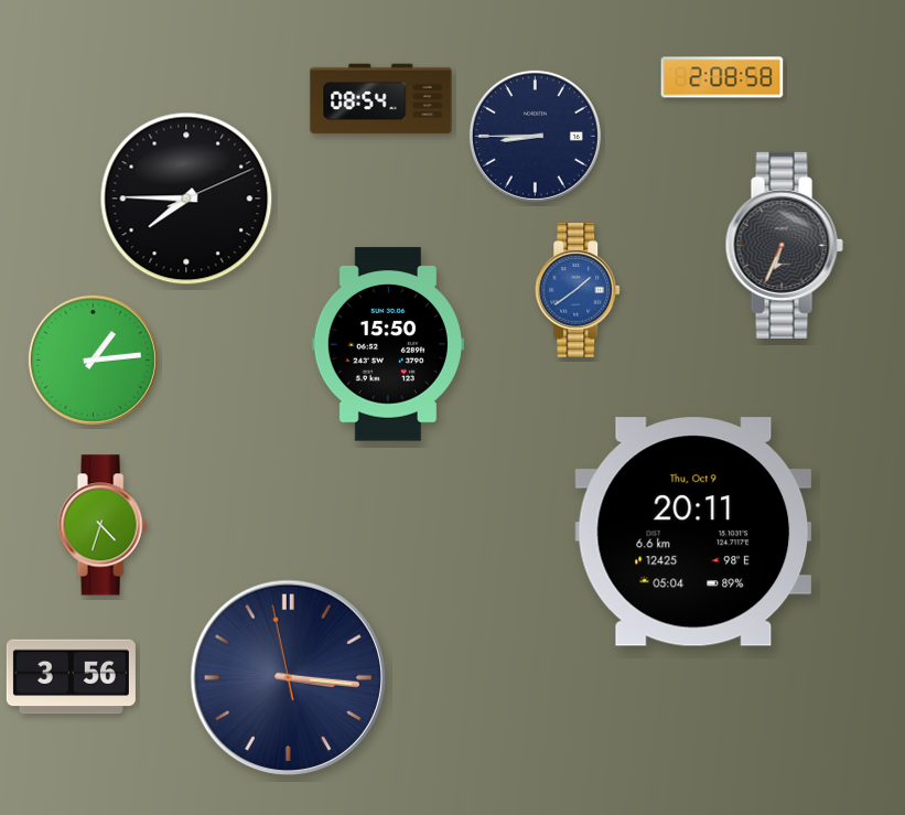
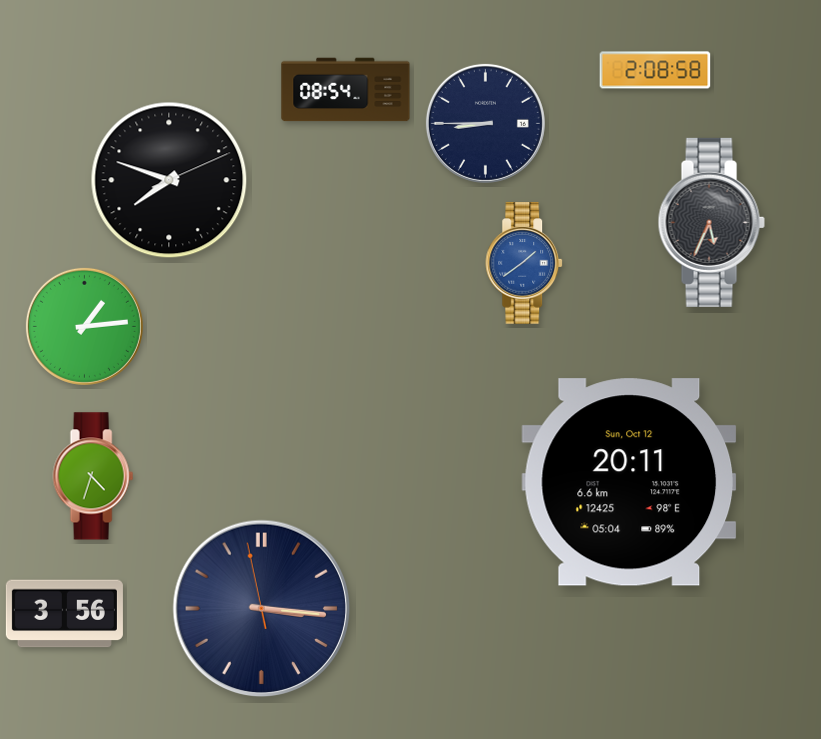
clock at (186, 199): 7:45 -> 7:48
clock at (784, 245): 6:34 -> 5:34
clock at (388, 344): 15:50 -> none
clock at (693, 532) date: Thu, Oct 9 -> Sun, Oct 12
clock at (289, 678) position: (289, 678) -> (262, 609)
